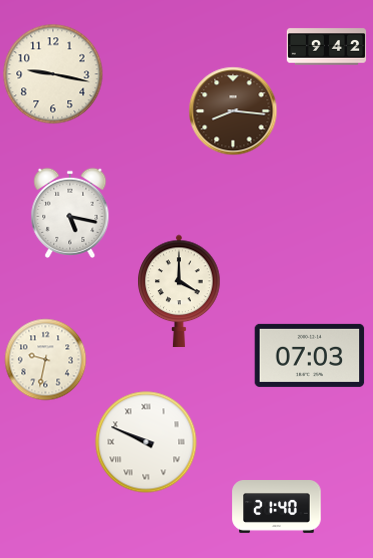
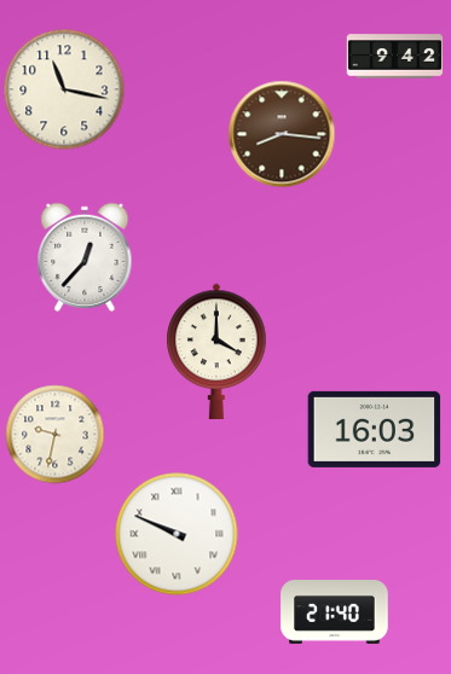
clock at (53, 74): 9:17 -> 11:17
clock at (70, 213): 5:17 -> 12:37
clock at (310, 355): 07:03 -> 16:03
